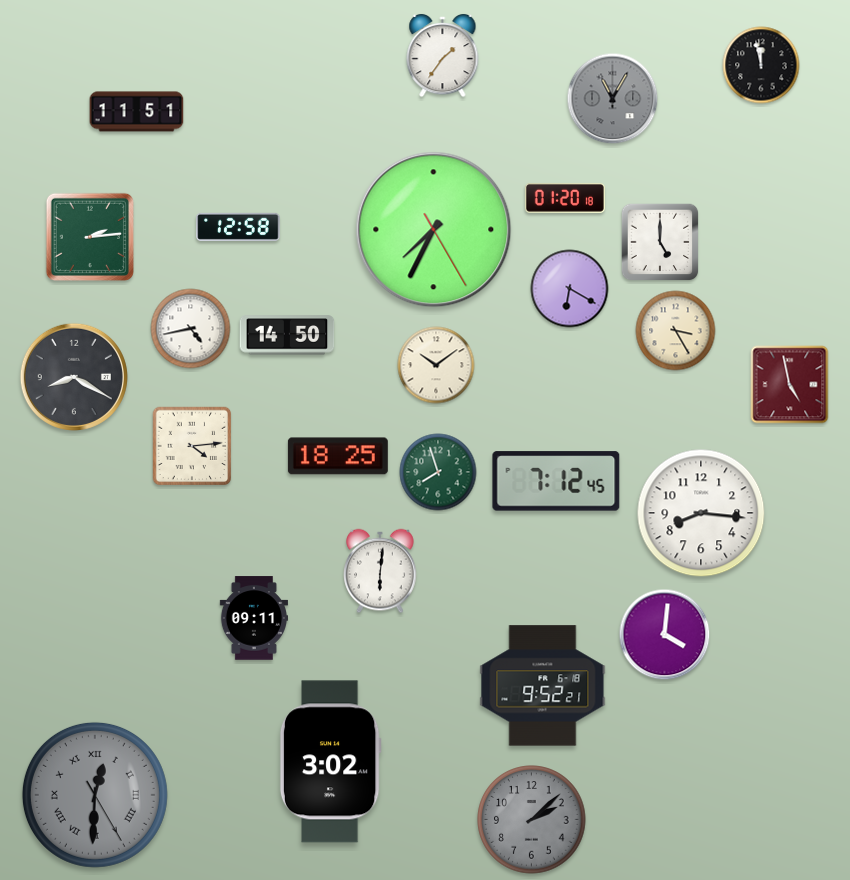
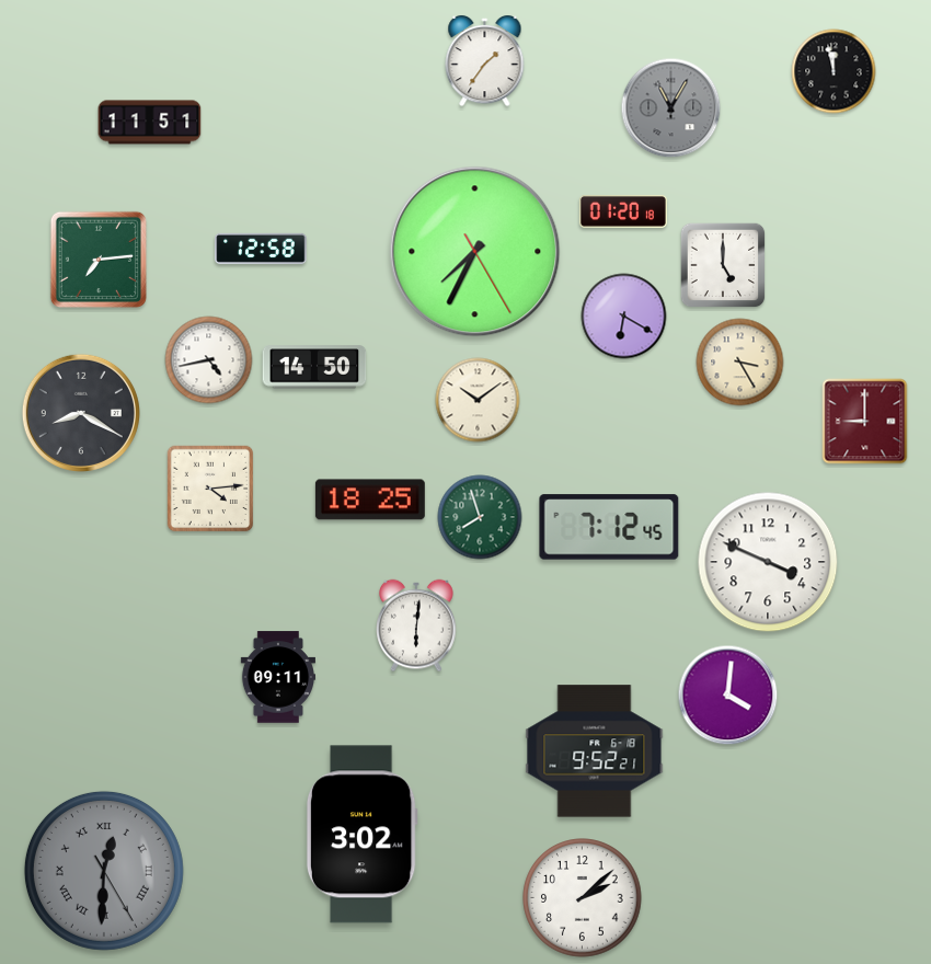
clock at (565, 198) position: (565, 198) -> (623, 211)
clock at (90, 237): 2:14 -> 7:14
clock at (790, 385): 4:58 -> 9:00
clock at (701, 513): 8:16 -> 3:49
clock at (532, 820) dial: grey -> white
